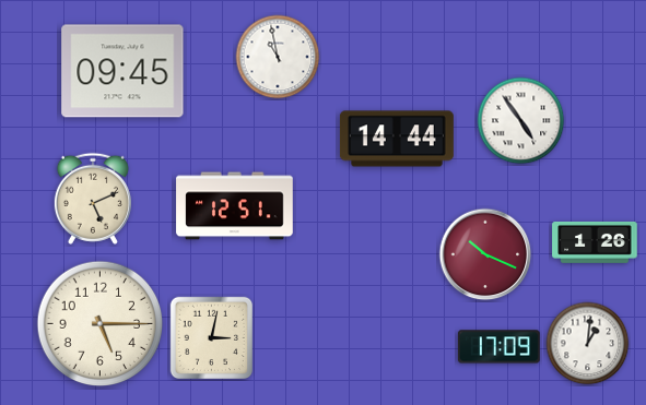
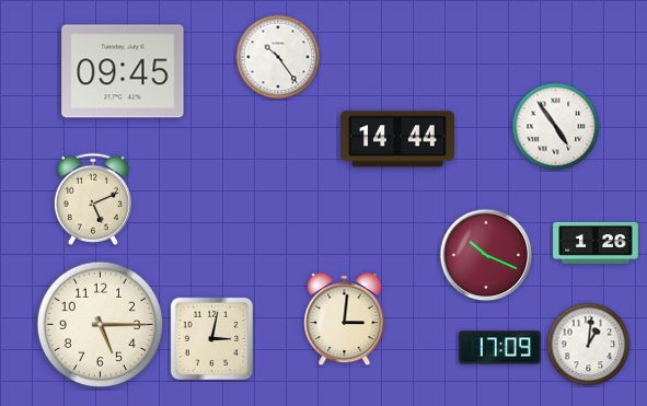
clock at (278, 57): 10:58 -> 10:24
clock at (521, 121) position: (521, 121) -> (556, 127)
clock at (235, 206): 12:51 -> none
clock at (345, 320): none -> 3:01
